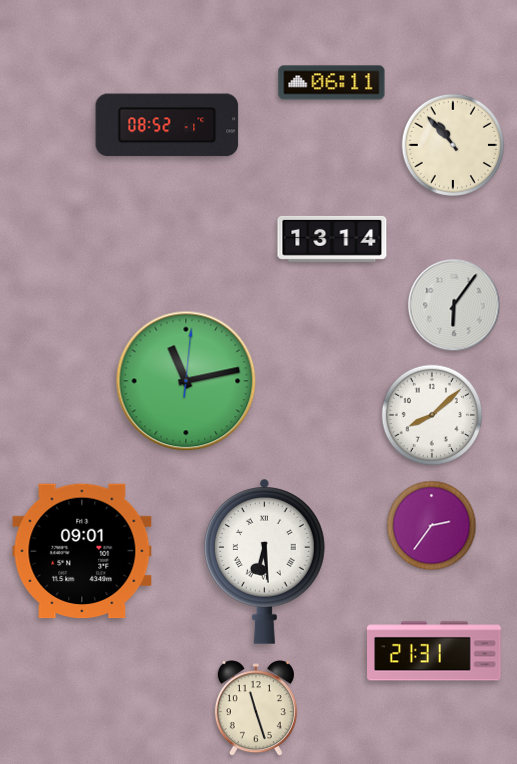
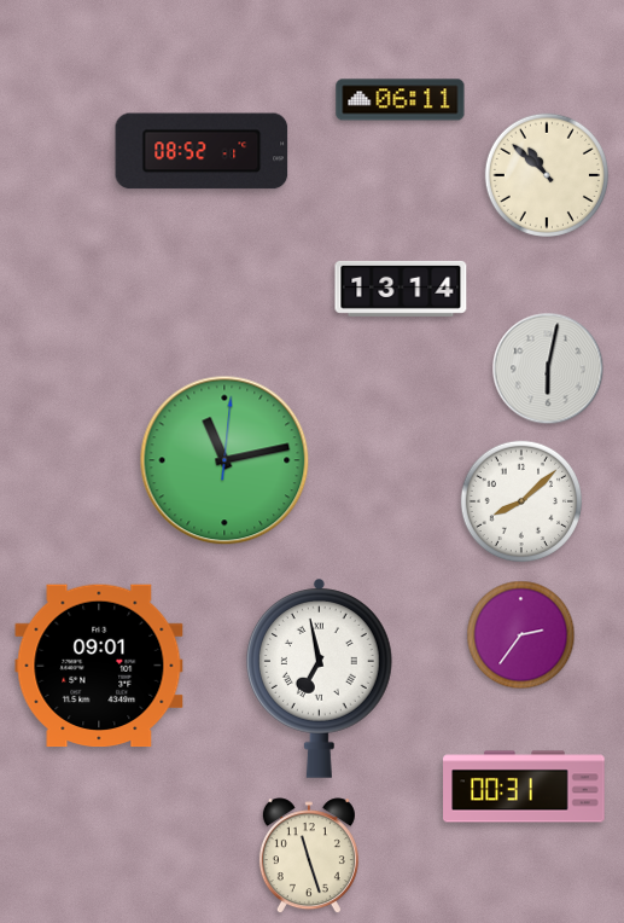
clock at (453, 145): 10:53 -> 10:52
clock at (454, 305): 6:06 -> 6:02
clock at (264, 561): 6:29 -> 6:58
clock at (434, 651): 21:31 -> 00:31
